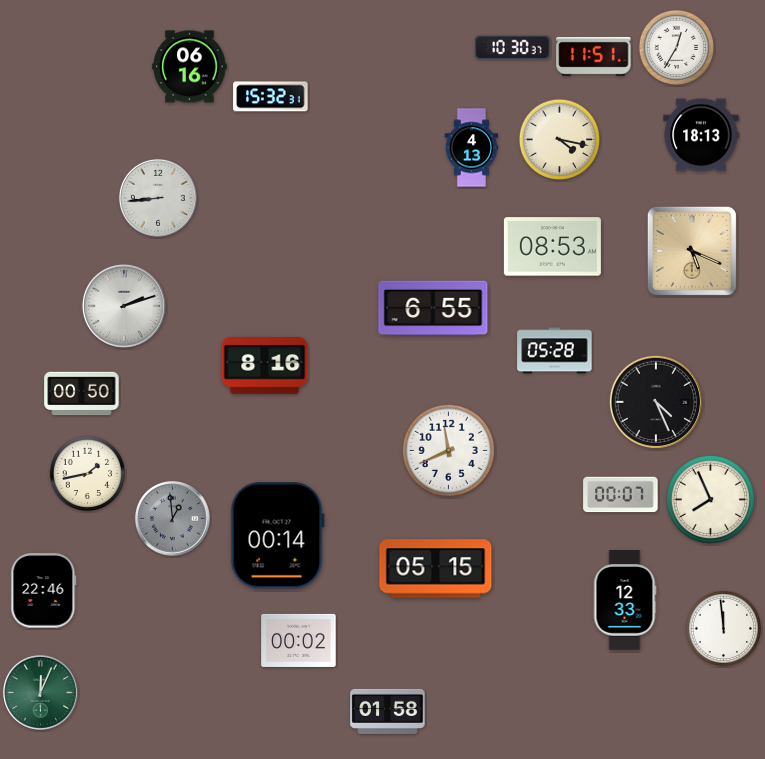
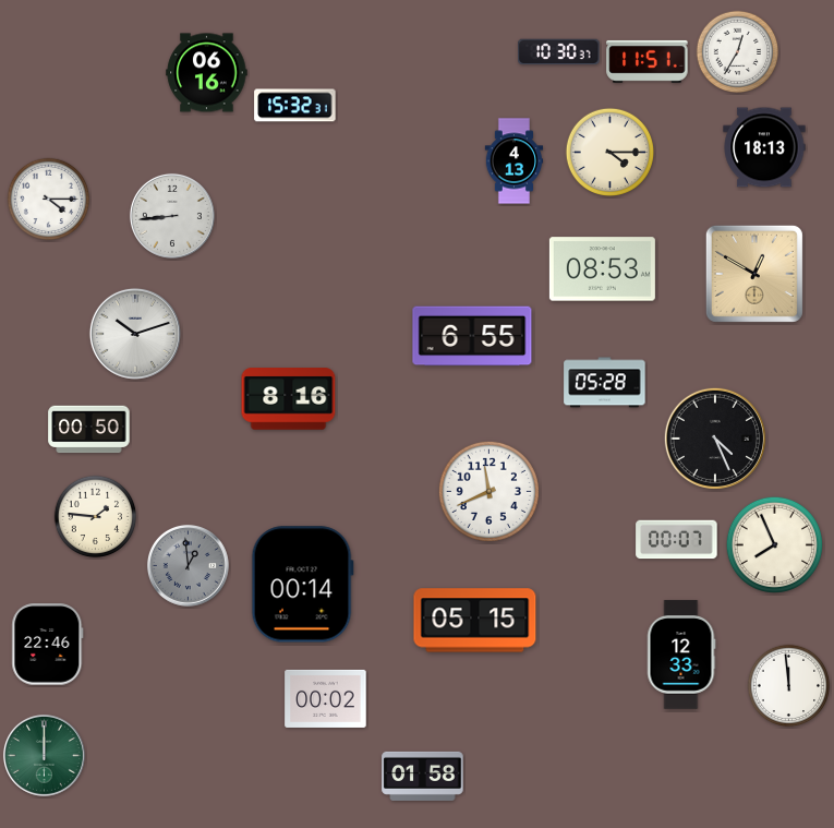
clock at (559, 139): 4:17 -> 4:15
clock at (49, 200): none -> 4:15
clock at (692, 251): 5:19 -> 12:50
clock at (124, 306): 2:12 -> 10:12
clock at (88, 474): 1:43 -> 1:46
clock at (40, 692): 12:04 -> 12:00
